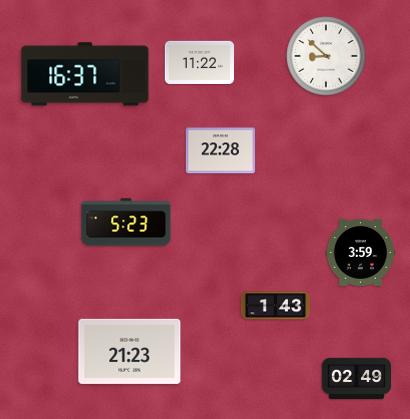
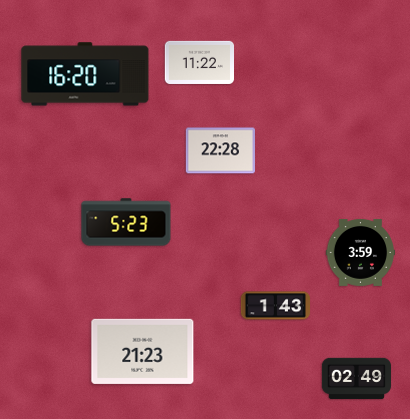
clock at (326, 56): 8:52 -> none
clock at (85, 74): 16:37 -> 16:20
clock at (130, 351) position: (130, 351) -> (143, 351)
